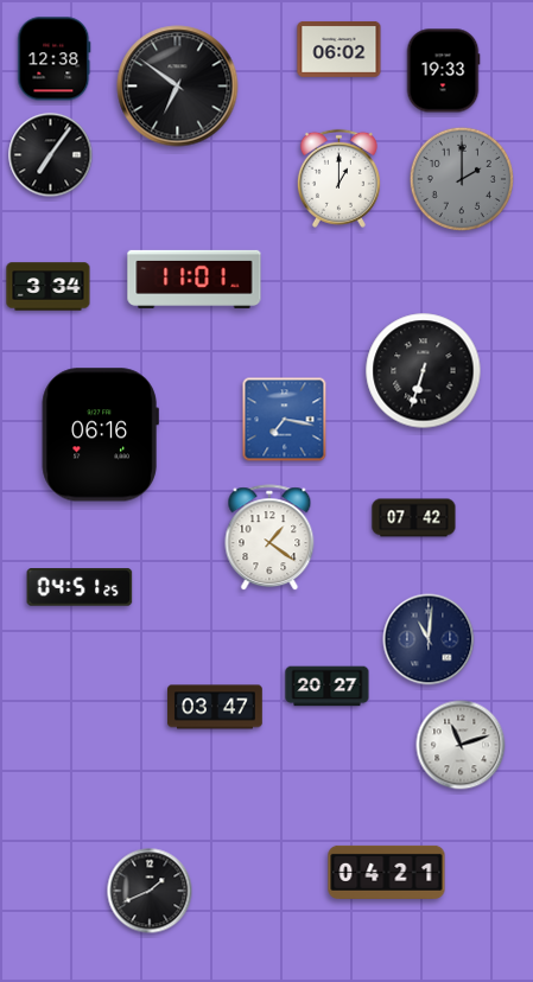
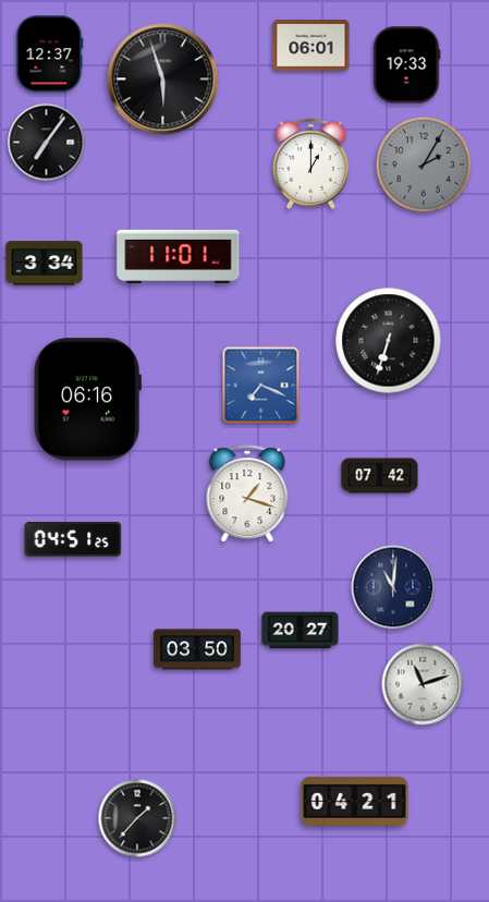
clock at (340, 49): 06:02 -> 06:01
clock at (55, 59): 12:38 -> 12:37
clock at (178, 87): 6:51 -> 5:57
clock at (462, 179): 2:00 -> 2:05
clock at (285, 420): 7:17 -> 7:19
clock at (100, 435) position: (100, 435) -> (87, 400)
clock at (269, 538): 1:21 -> 1:18
clock at (215, 707): 03:47 -> 03:50
clock at (150, 891): 1:41 -> 1:37
